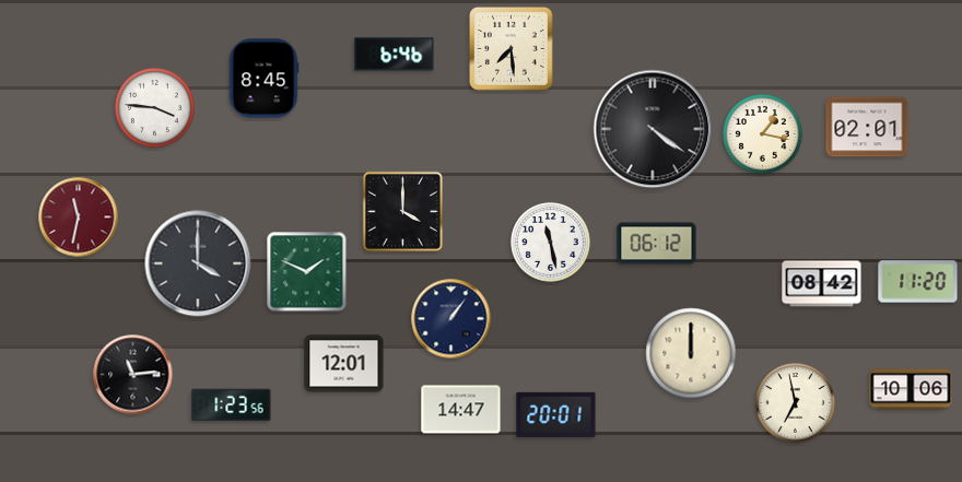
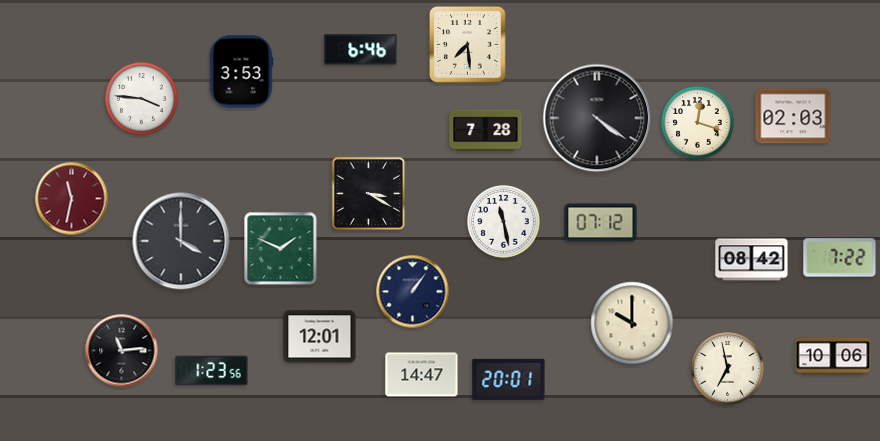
clock at (263, 79): 8:45 -> 3:53
clock at (867, 127): 02:01 -> 02:03
clock at (763, 134): 1:17 -> 12:18
clock at (486, 131): none -> 7:28
clock at (403, 212): 4:00 -> 3:20
clock at (657, 244): 06:12 -> 07:12
clock at (918, 282): 11:20 -> 7:22
clock at (691, 353): 12:00 -> 10:00
clock at (344, 364) position: (344, 364) -> (320, 337)
clock at (133, 375) position: (133, 375) -> (122, 351)
